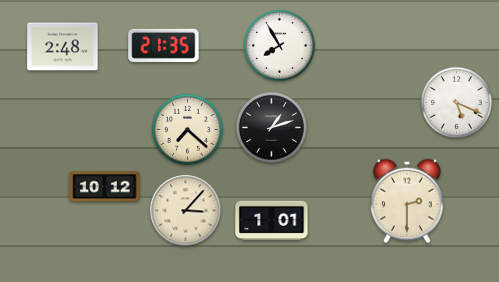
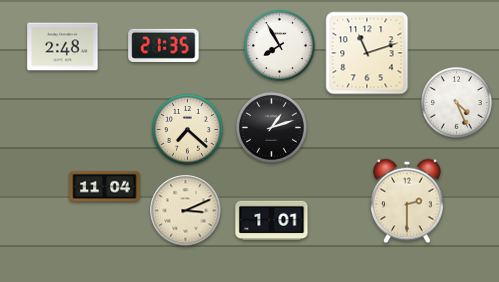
clock at (367, 53): none -> 11:12
clock at (456, 102): 5:19 -> 4:26
clock at (105, 187): 10:12 -> 11:04
clock at (186, 211): 3:07 -> 3:11
